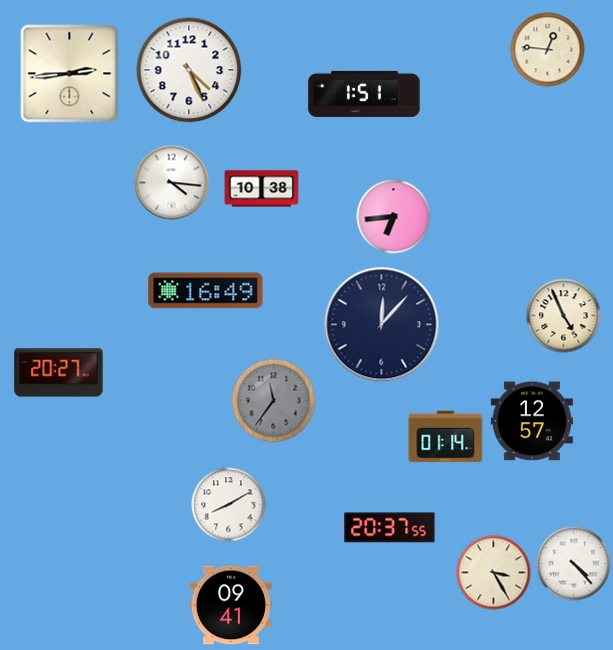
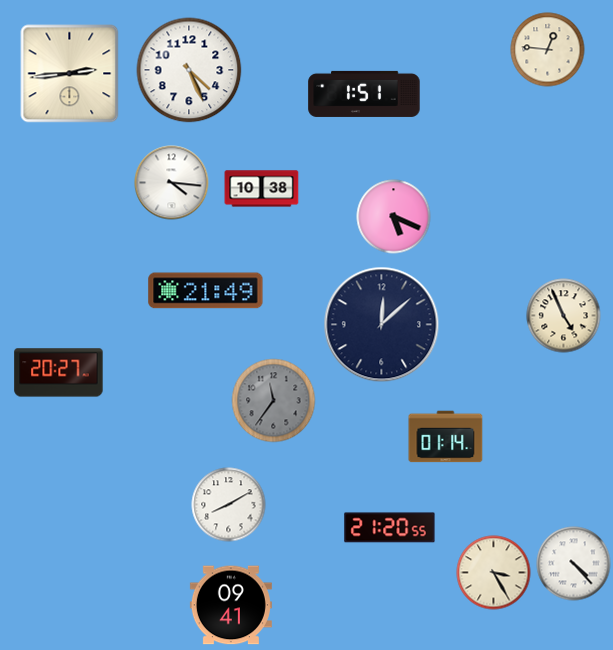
clock at (394, 217): 6:44 -> 5:19
clock at (206, 291): 16:49 -> 21:49
clock at (382, 325): 12:07 -> 12:08
clock at (532, 421): 12:57 -> none
clock at (390, 528): 20:37 -> 21:20
